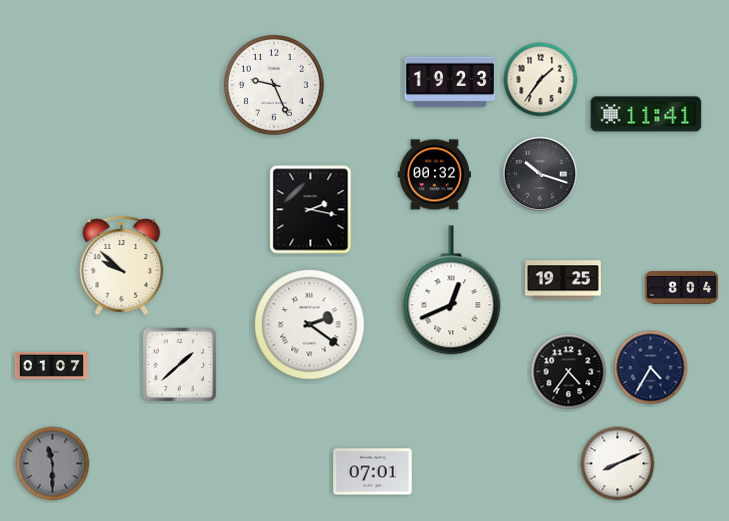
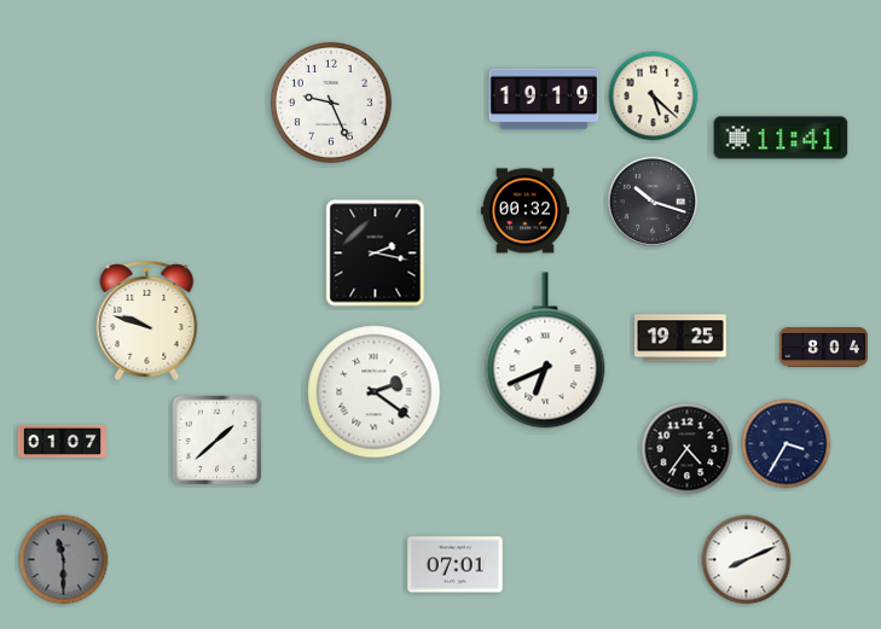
clock at (541, 80): 1:36 -> 5:22
clock at (450, 82): 19:23 -> 19:19
clock at (540, 174) position: (540, 174) -> (653, 202)
clock at (122, 265): 9:52 -> 9:48
clock at (451, 290): 12:41 -> 6:41
clock at (651, 368): 4:35 -> 3:35
clock at (373, 472) position: (373, 472) -> (456, 565)
